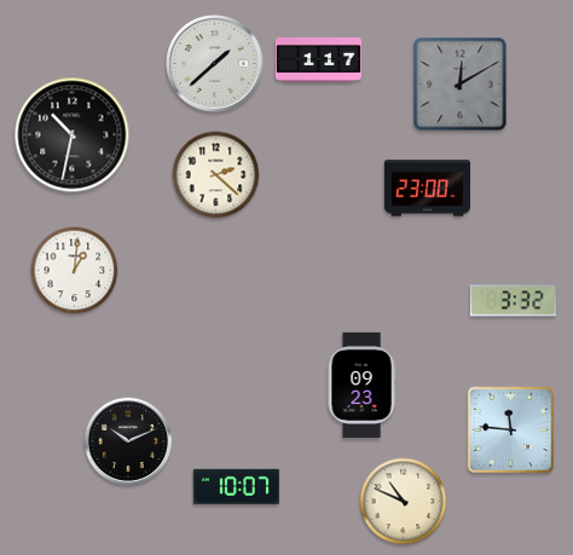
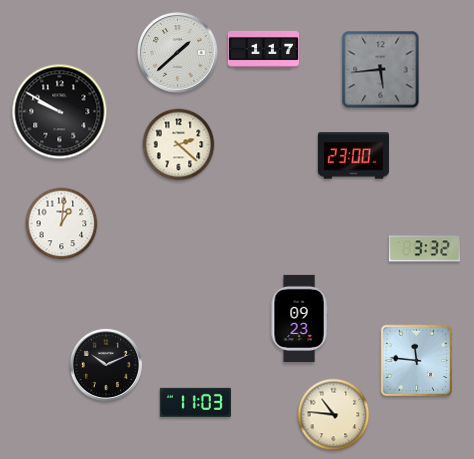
clock at (461, 85): 12:10 -> 5:44
clock at (73, 135): 10:32 -> 9:50
clock at (511, 430) position: (511, 430) -> (417, 361)
clock at (236, 486): 10:07 -> 11:03
clock at (404, 502): 10:49 -> 10:46
